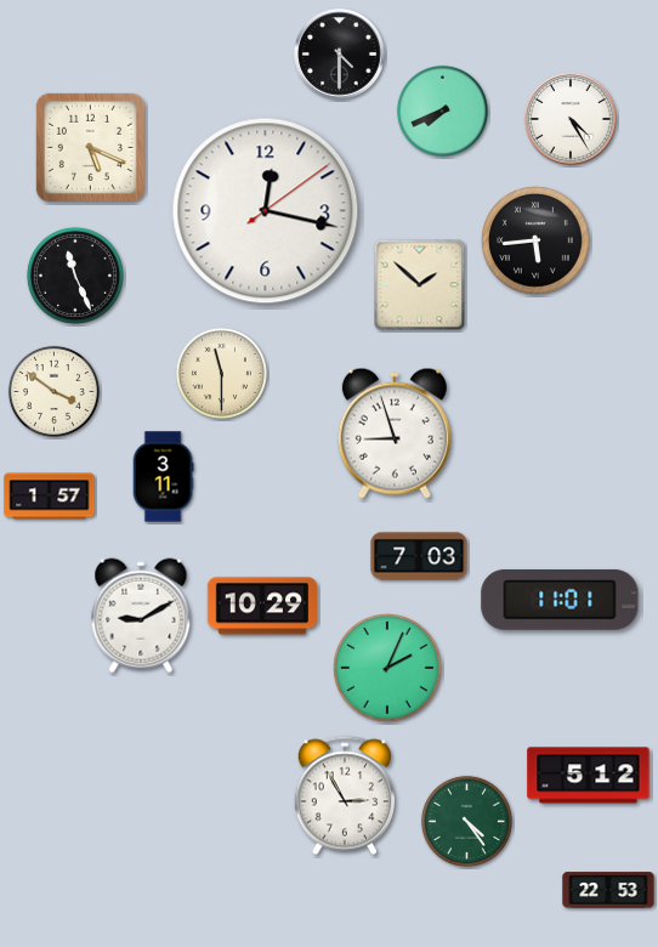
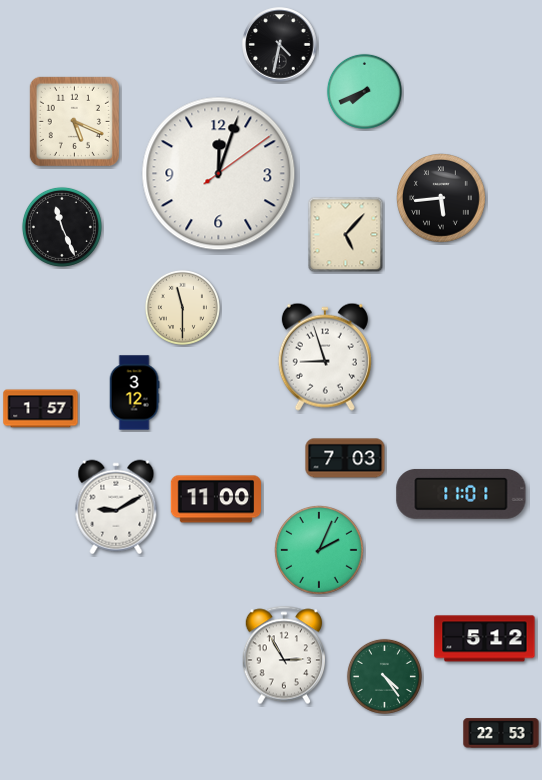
clock at (340, 55): 4:30 -> 4:32
clock at (571, 119): 4:25 -> none
clock at (266, 211): 12:17 -> 12:03
clock at (420, 285): 1:52 -> 5:07
clock at (53, 391): 3:51 -> none
clock at (163, 477): 3:11 -> 3:12
clock at (261, 606): 10:29 -> 11:00
